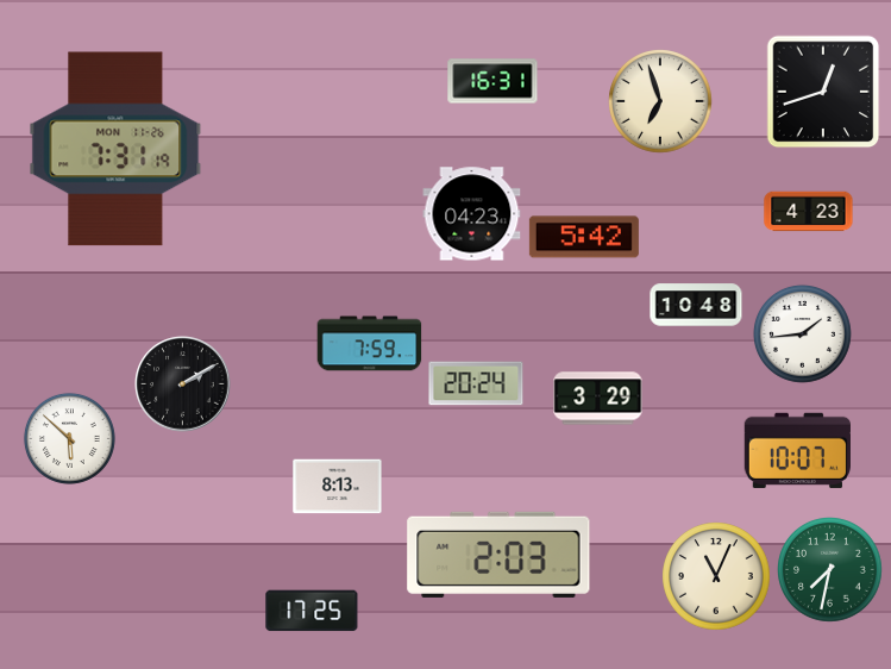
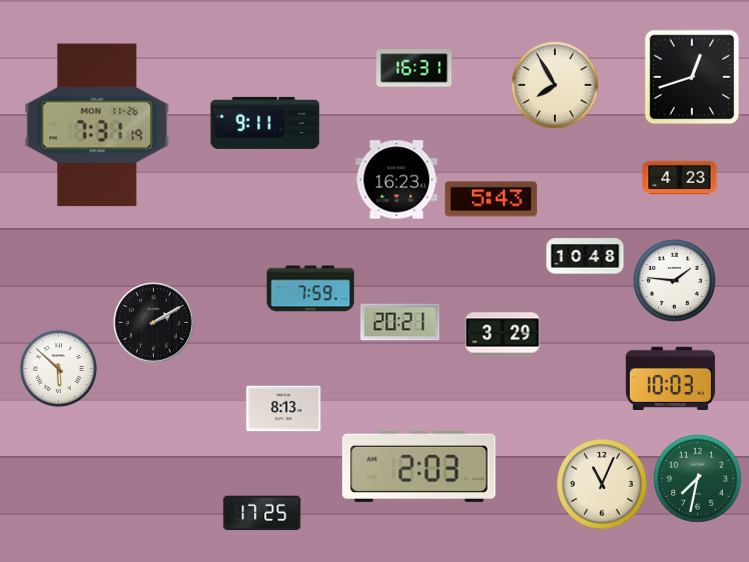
clock at (661, 102): 6:57 -> 7:55
clock at (265, 123): none -> 9:11
clock at (472, 214): 04:23 -> 16:23
clock at (584, 237): 5:42 -> 5:43
clock at (802, 333): 1:44 -> 1:46
clock at (476, 383): 20:24 -> 20:21
clock at (797, 450): 10:07 -> 10:03
